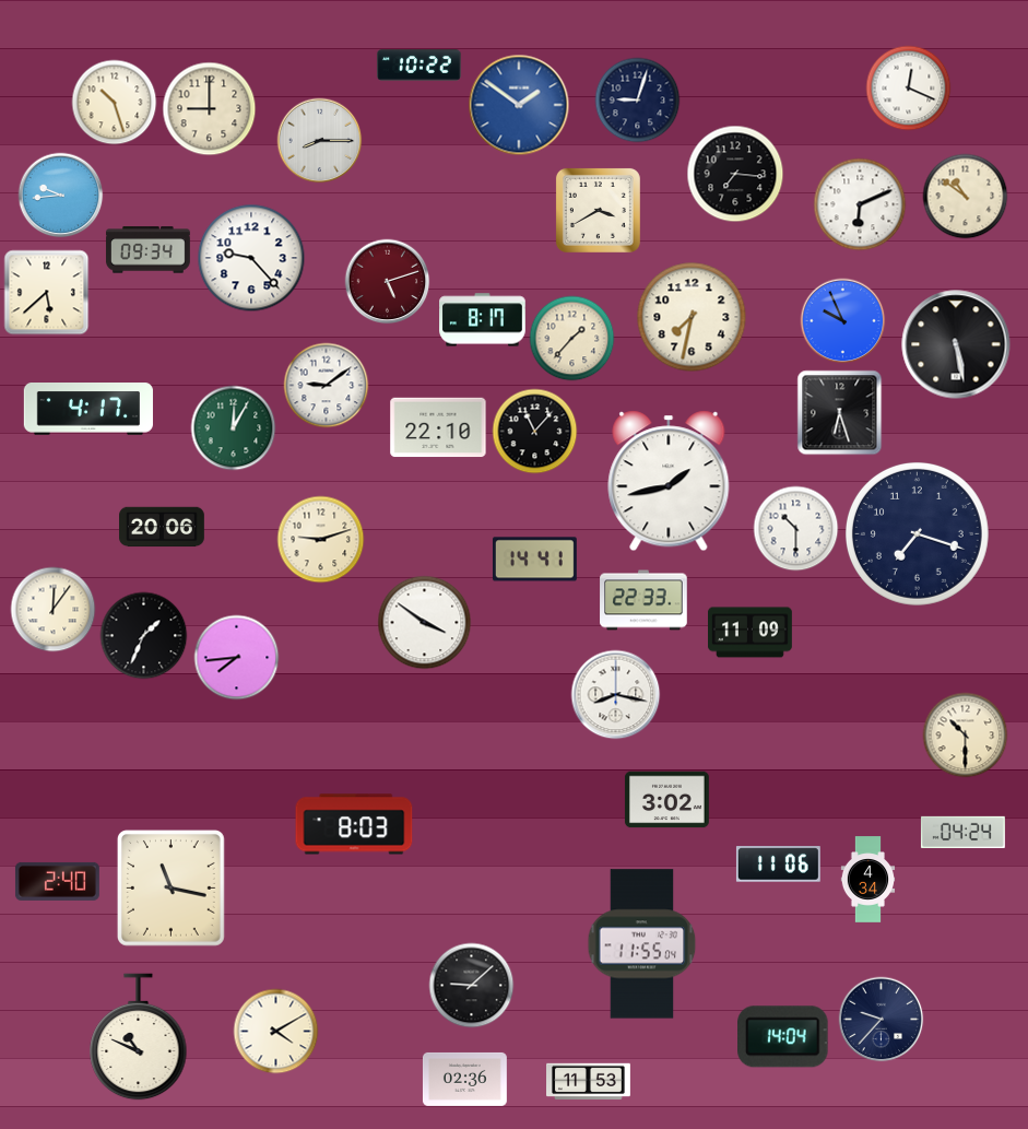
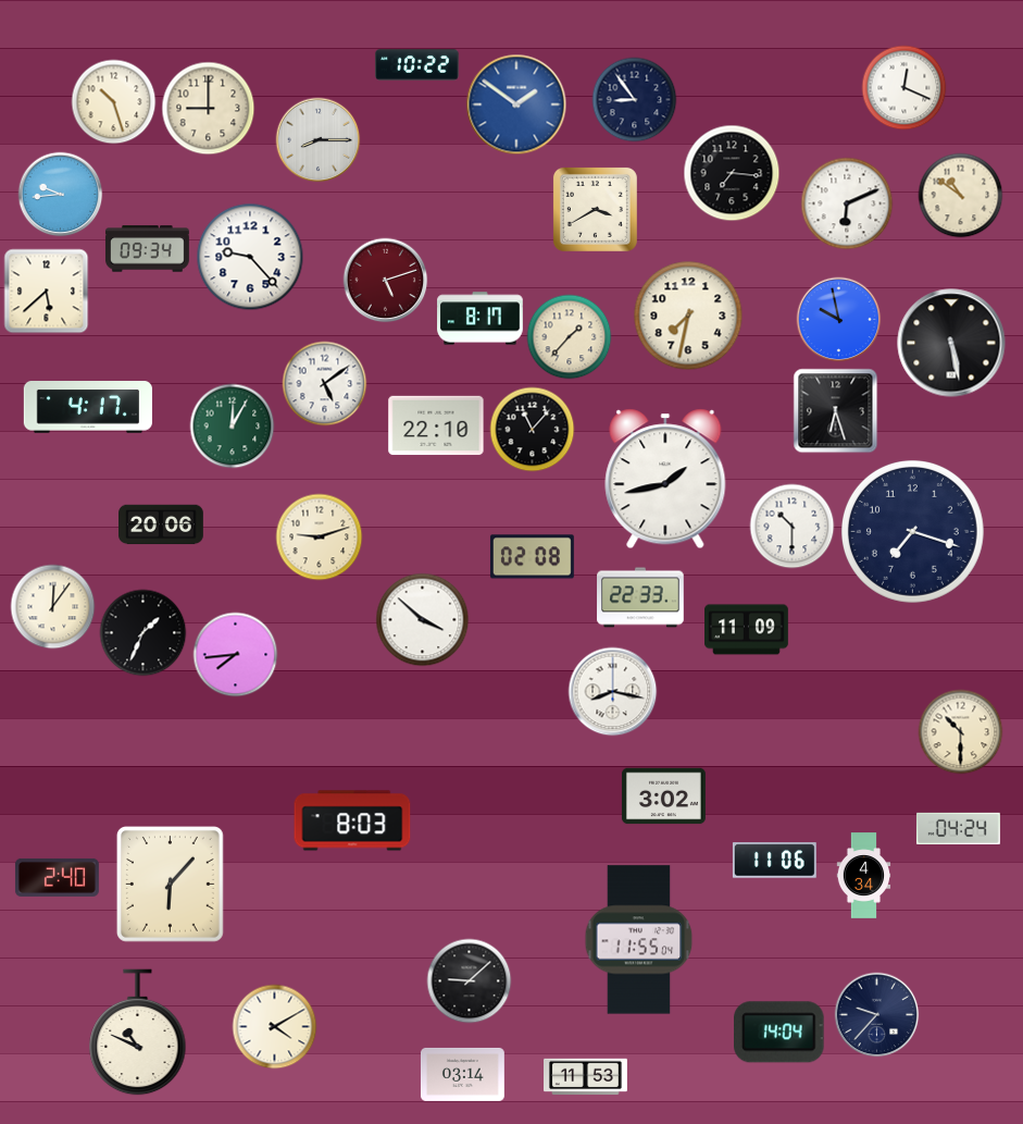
clock at (637, 99): 9:03 -> 8:54
clock at (860, 204) position: (860, 204) -> (847, 203)
clock at (842, 320): 9:56 -> 9:58
clock at (326, 385): 9:09 -> 5:09
clock at (534, 560): 14:41 -> 02:08
clock at (424, 622): 3:51 -> 3:52
clock at (172, 889): 11:17 -> 6:07
clock at (464, 1079): 02:36 -> 03:14
